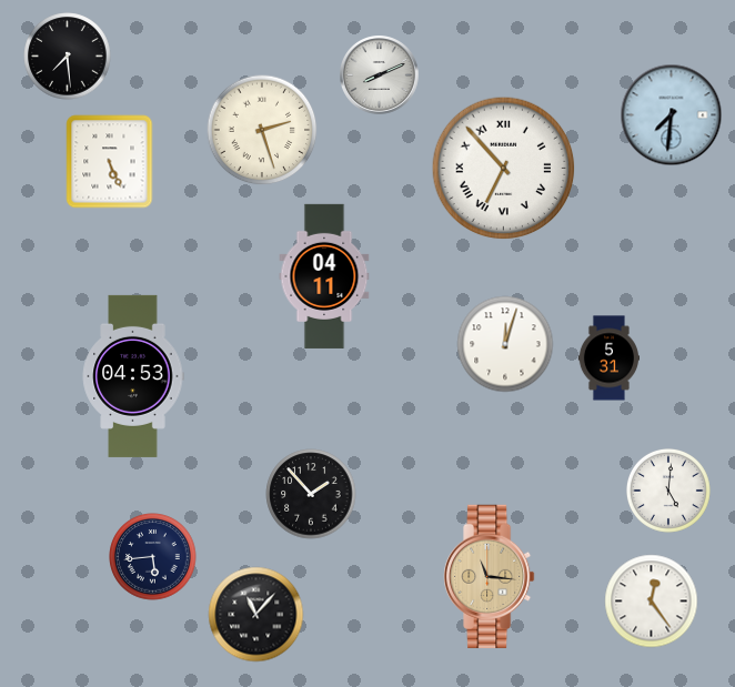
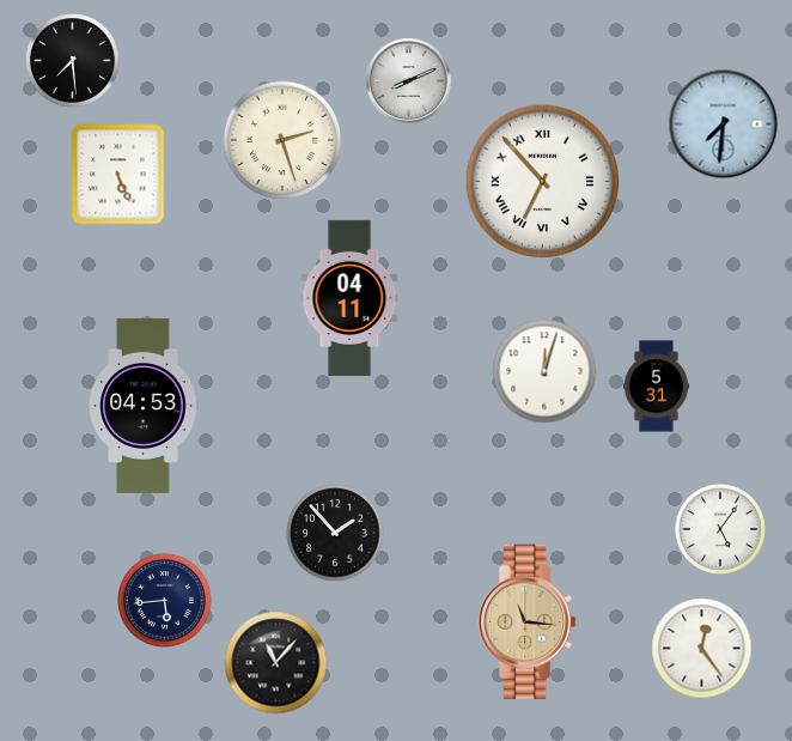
clock at (668, 491): 5:01 -> 5:06
